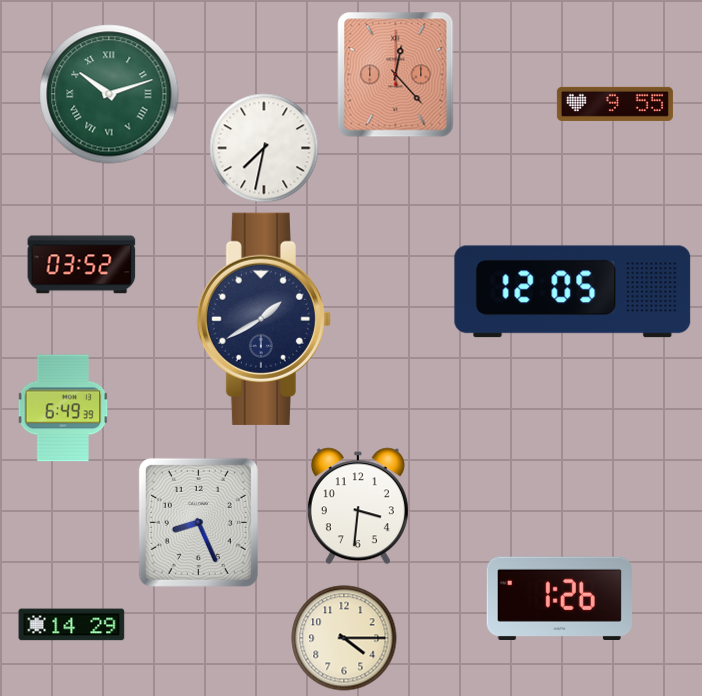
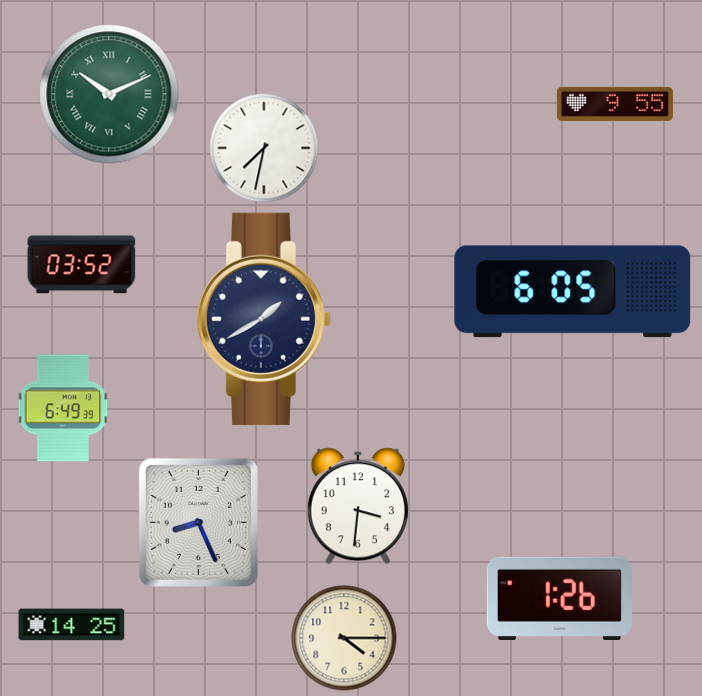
clock at (396, 75): 12:23 -> none
clock at (109, 94): 10:12 -> 10:11
clock at (573, 292): 12:05 -> 6:05
clock at (72, 625): 14:29 -> 14:25
